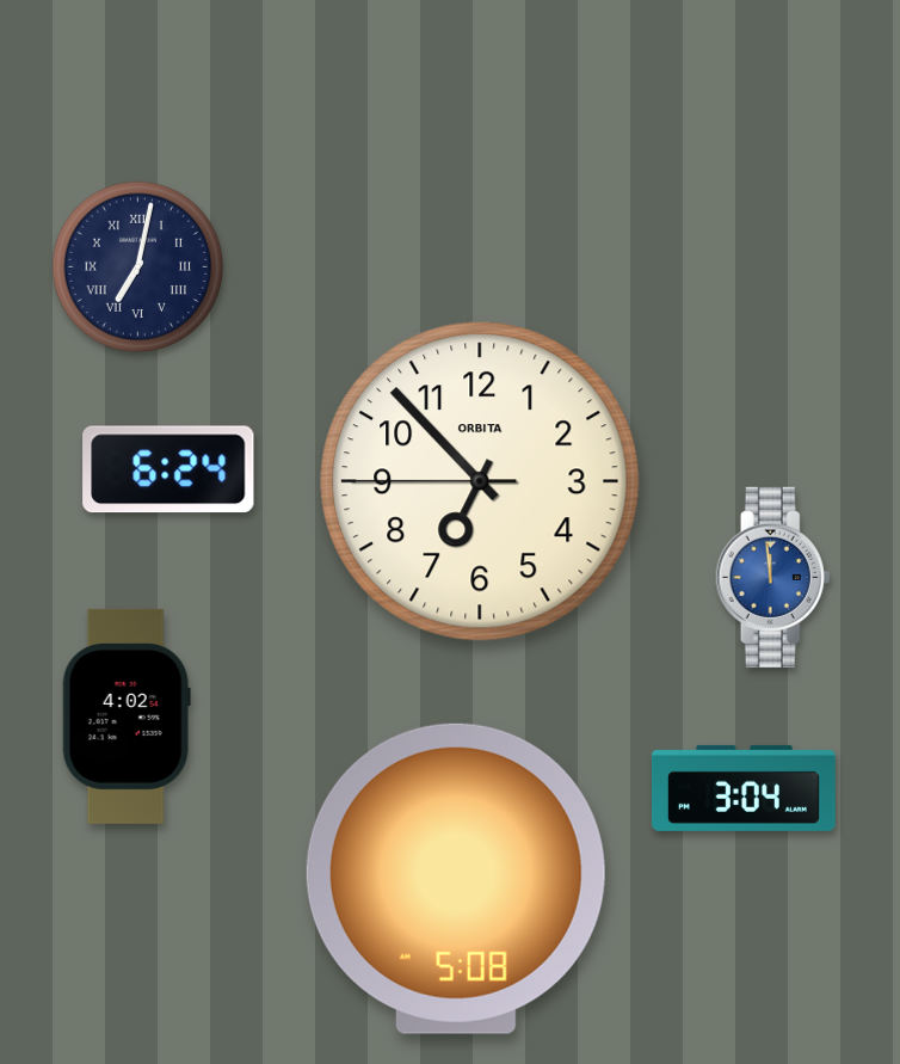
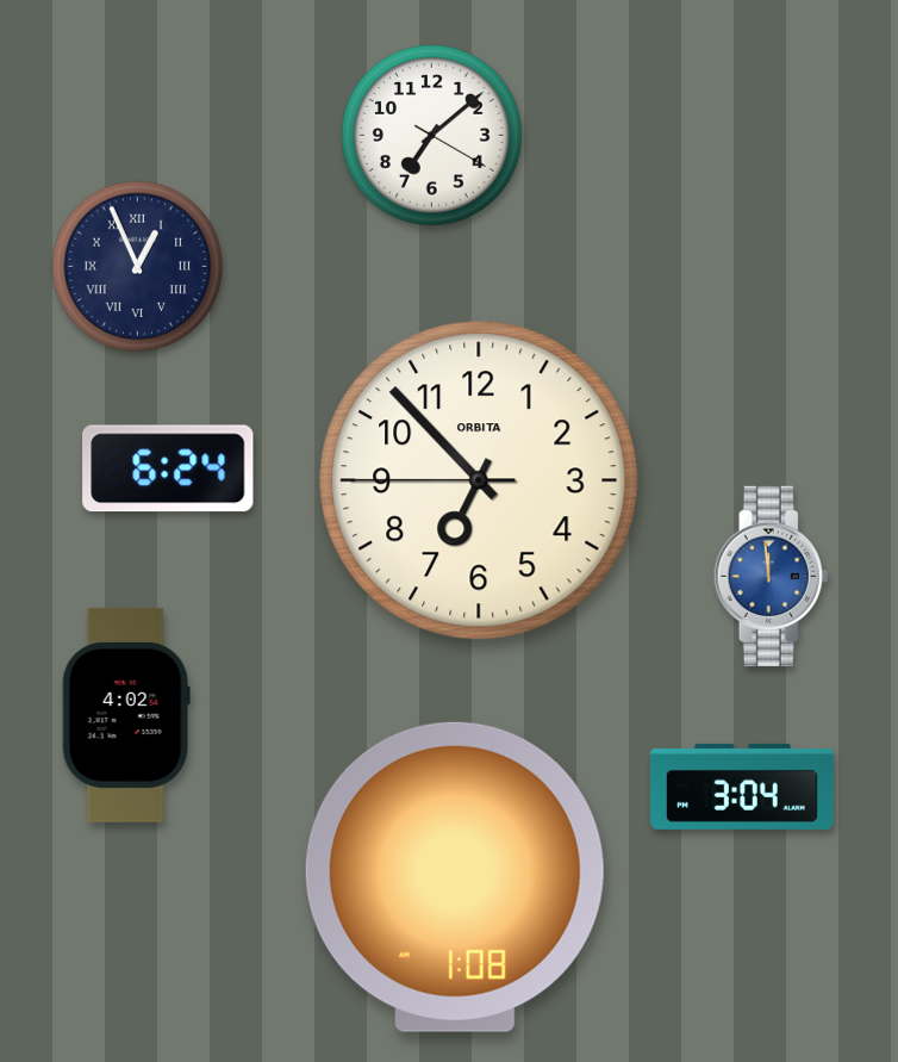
clock at (432, 136): none -> 7:08
clock at (138, 267): 7:02 -> 12:56
clock at (456, 879): 5:08 -> 1:08
